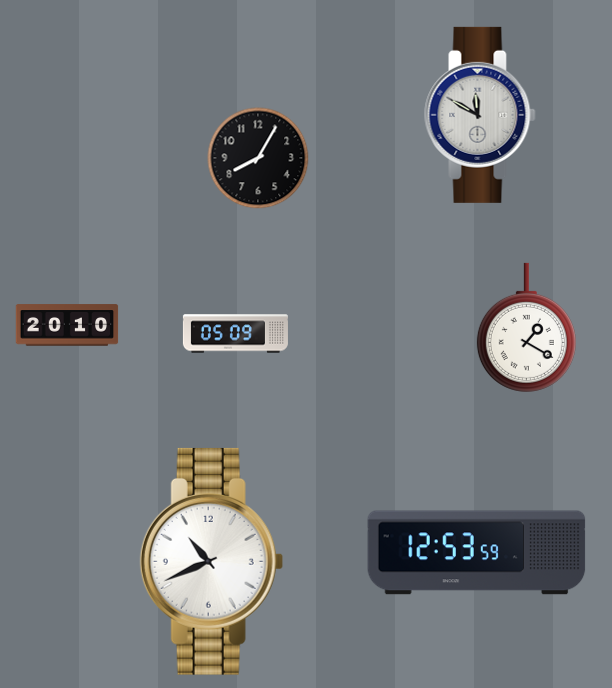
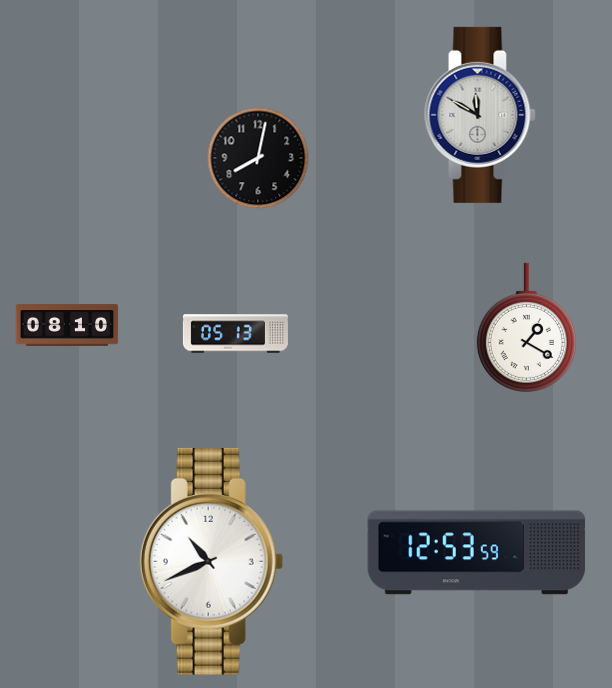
clock at (258, 158): 8:05 -> 8:02
clock at (67, 325): 20:10 -> 08:10
clock at (235, 334): 05:09 -> 05:13
